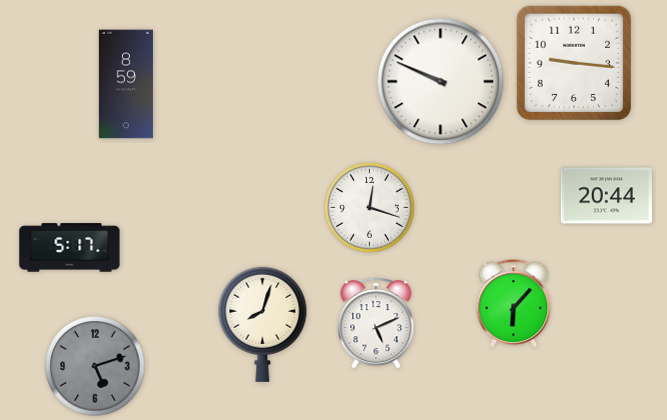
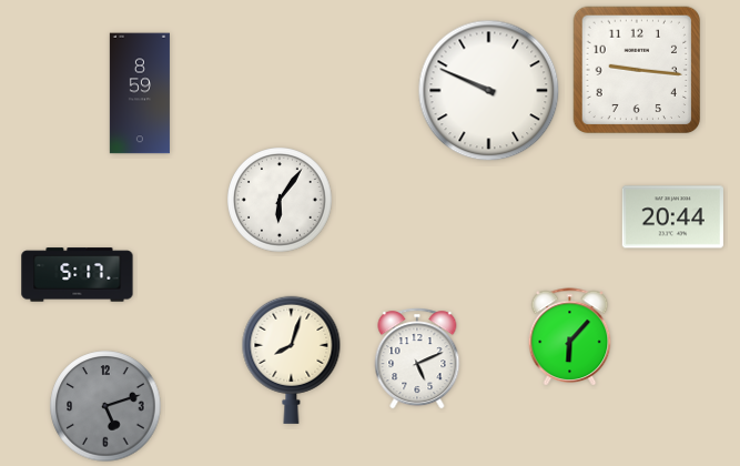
clock at (281, 201): none -> 6:06
clock at (369, 207): 12:18 -> none
